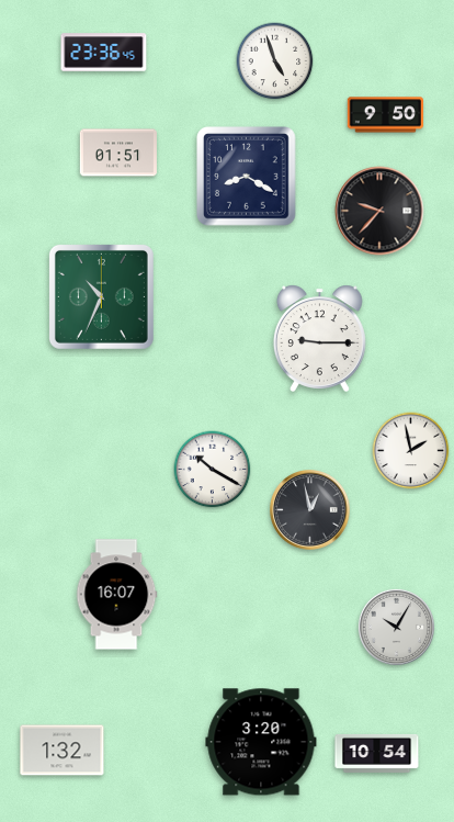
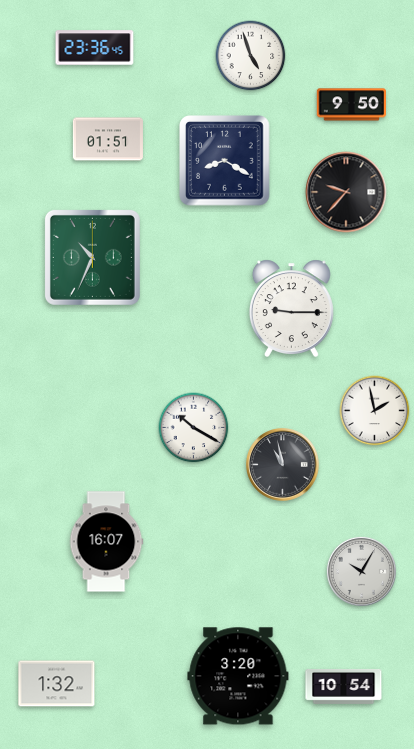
clock at (101, 296) position: (101, 296) -> (92, 257)
clock at (310, 510): 12:58 -> 10:58
